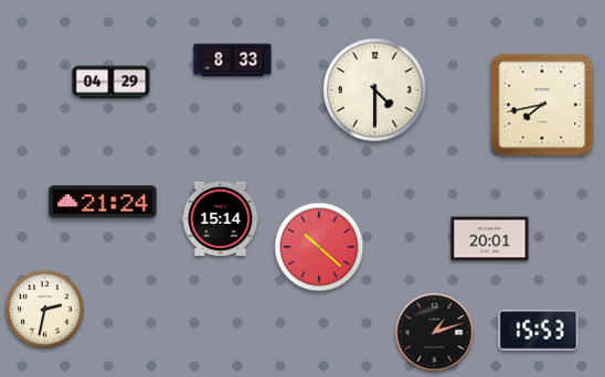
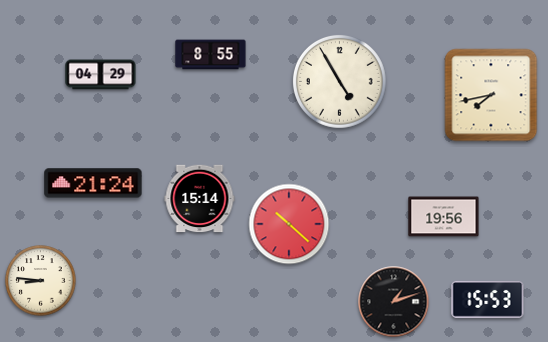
clock at (233, 61): 8:33 -> 8:55
clock at (374, 89): 4:30 -> 4:55
clock at (490, 239): 20:01 -> 19:56
clock at (45, 310): 2:32 -> 8:46
